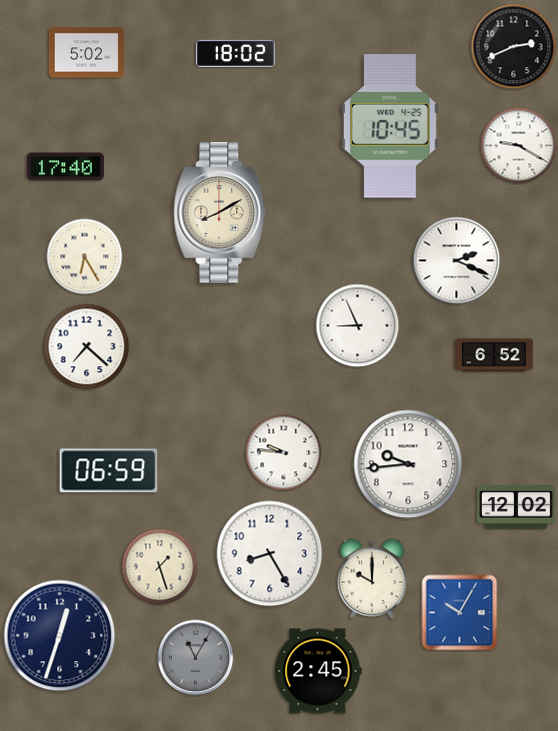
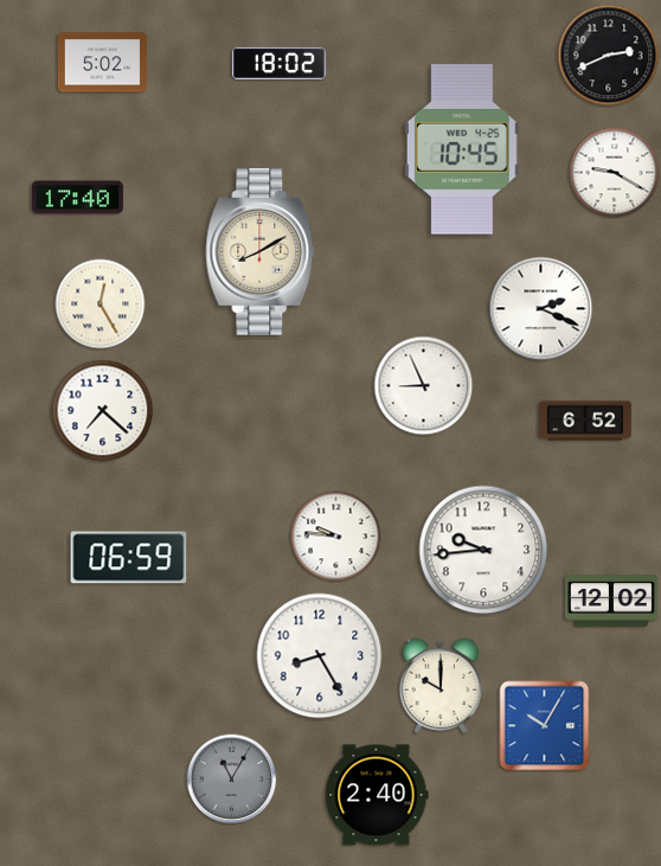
clock at (85, 257): 6:25 -> 12:25
clock at (160, 567): 1:27 -> none
clock at (60, 636): 12:33 -> none
clock at (318, 671): 2:45 -> 2:40
